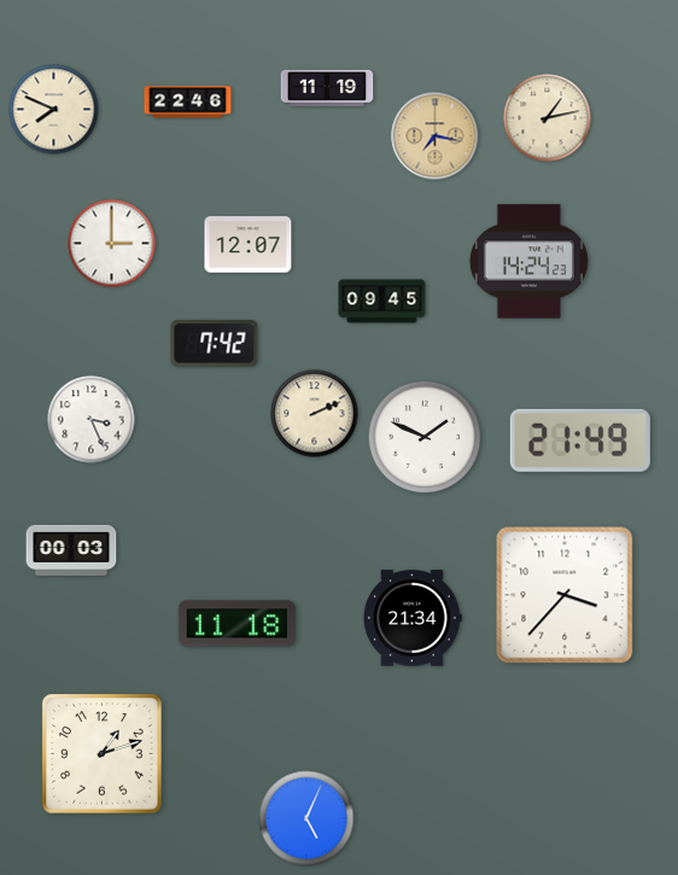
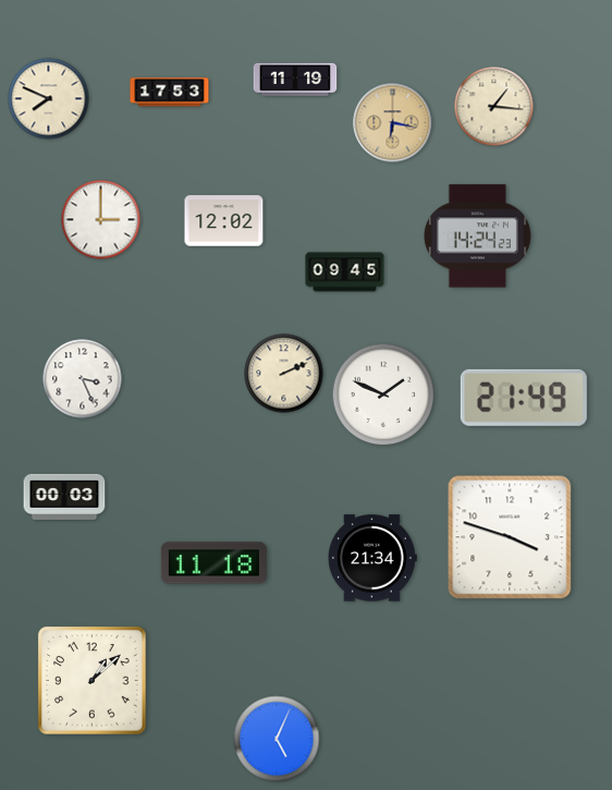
clock at (188, 103): 22:46 -> 17:53
clock at (548, 118): 1:13 -> 1:16
clock at (436, 136): 7:17 -> 6:17
clock at (249, 245): 12:07 -> 12:02
clock at (215, 344): 7:42 -> none
clock at (565, 595): 3:37 -> 3:48
clock at (103, 754): 1:12 -> 1:08
